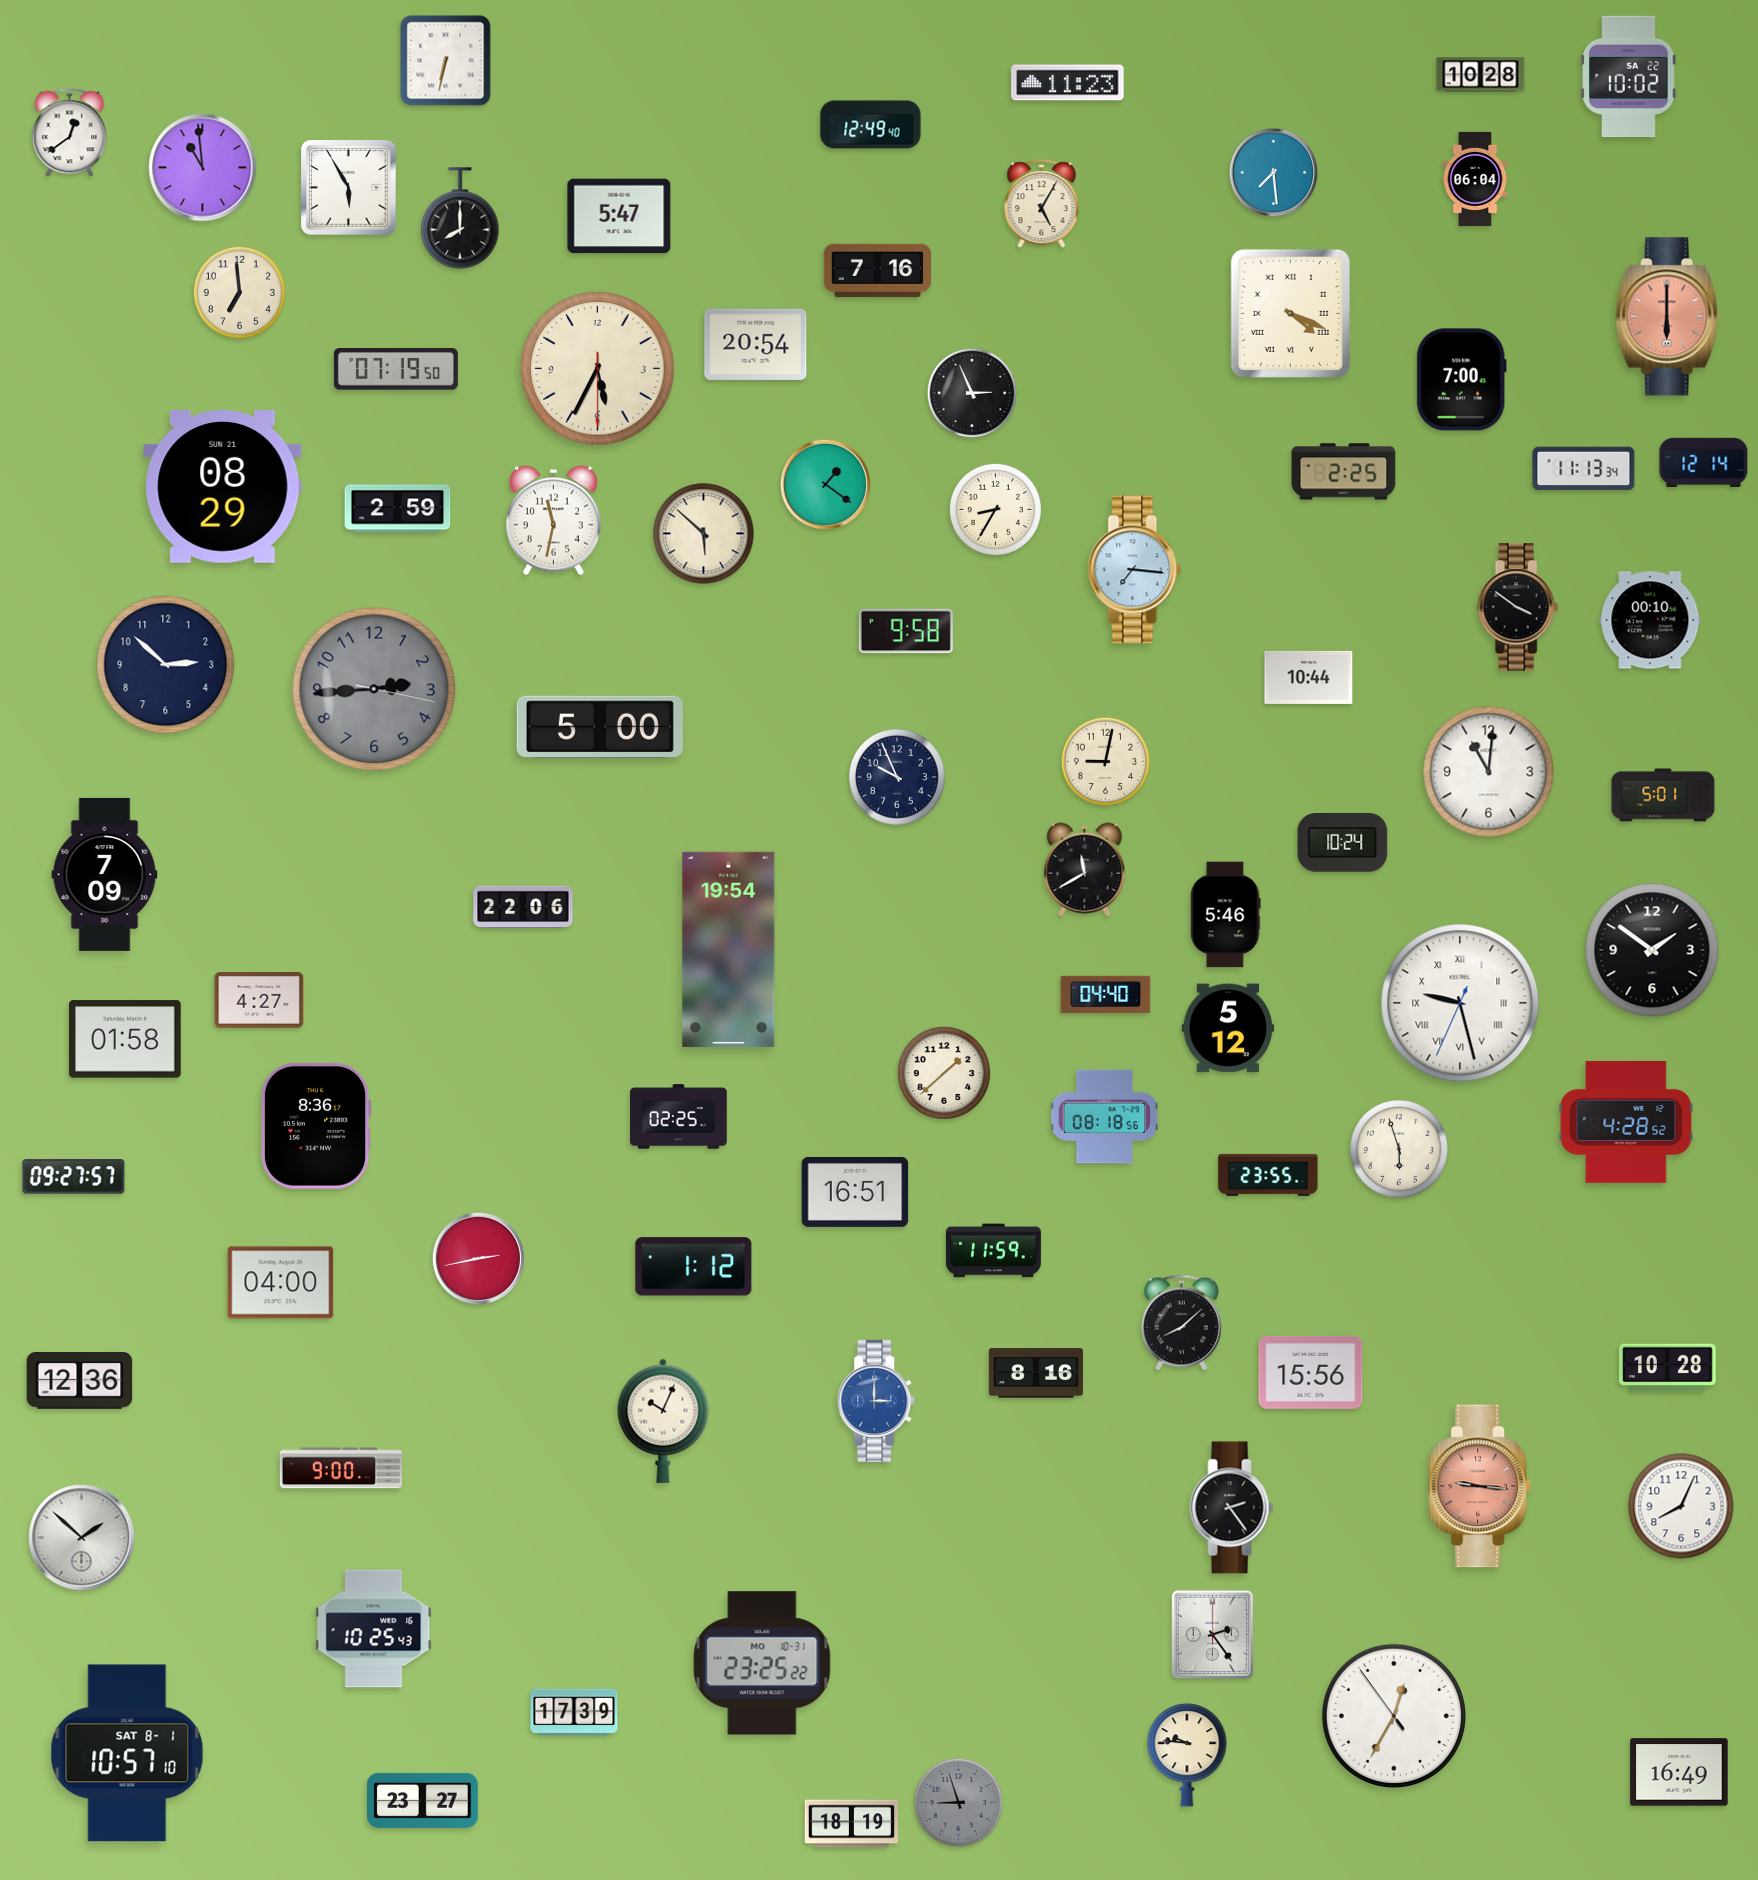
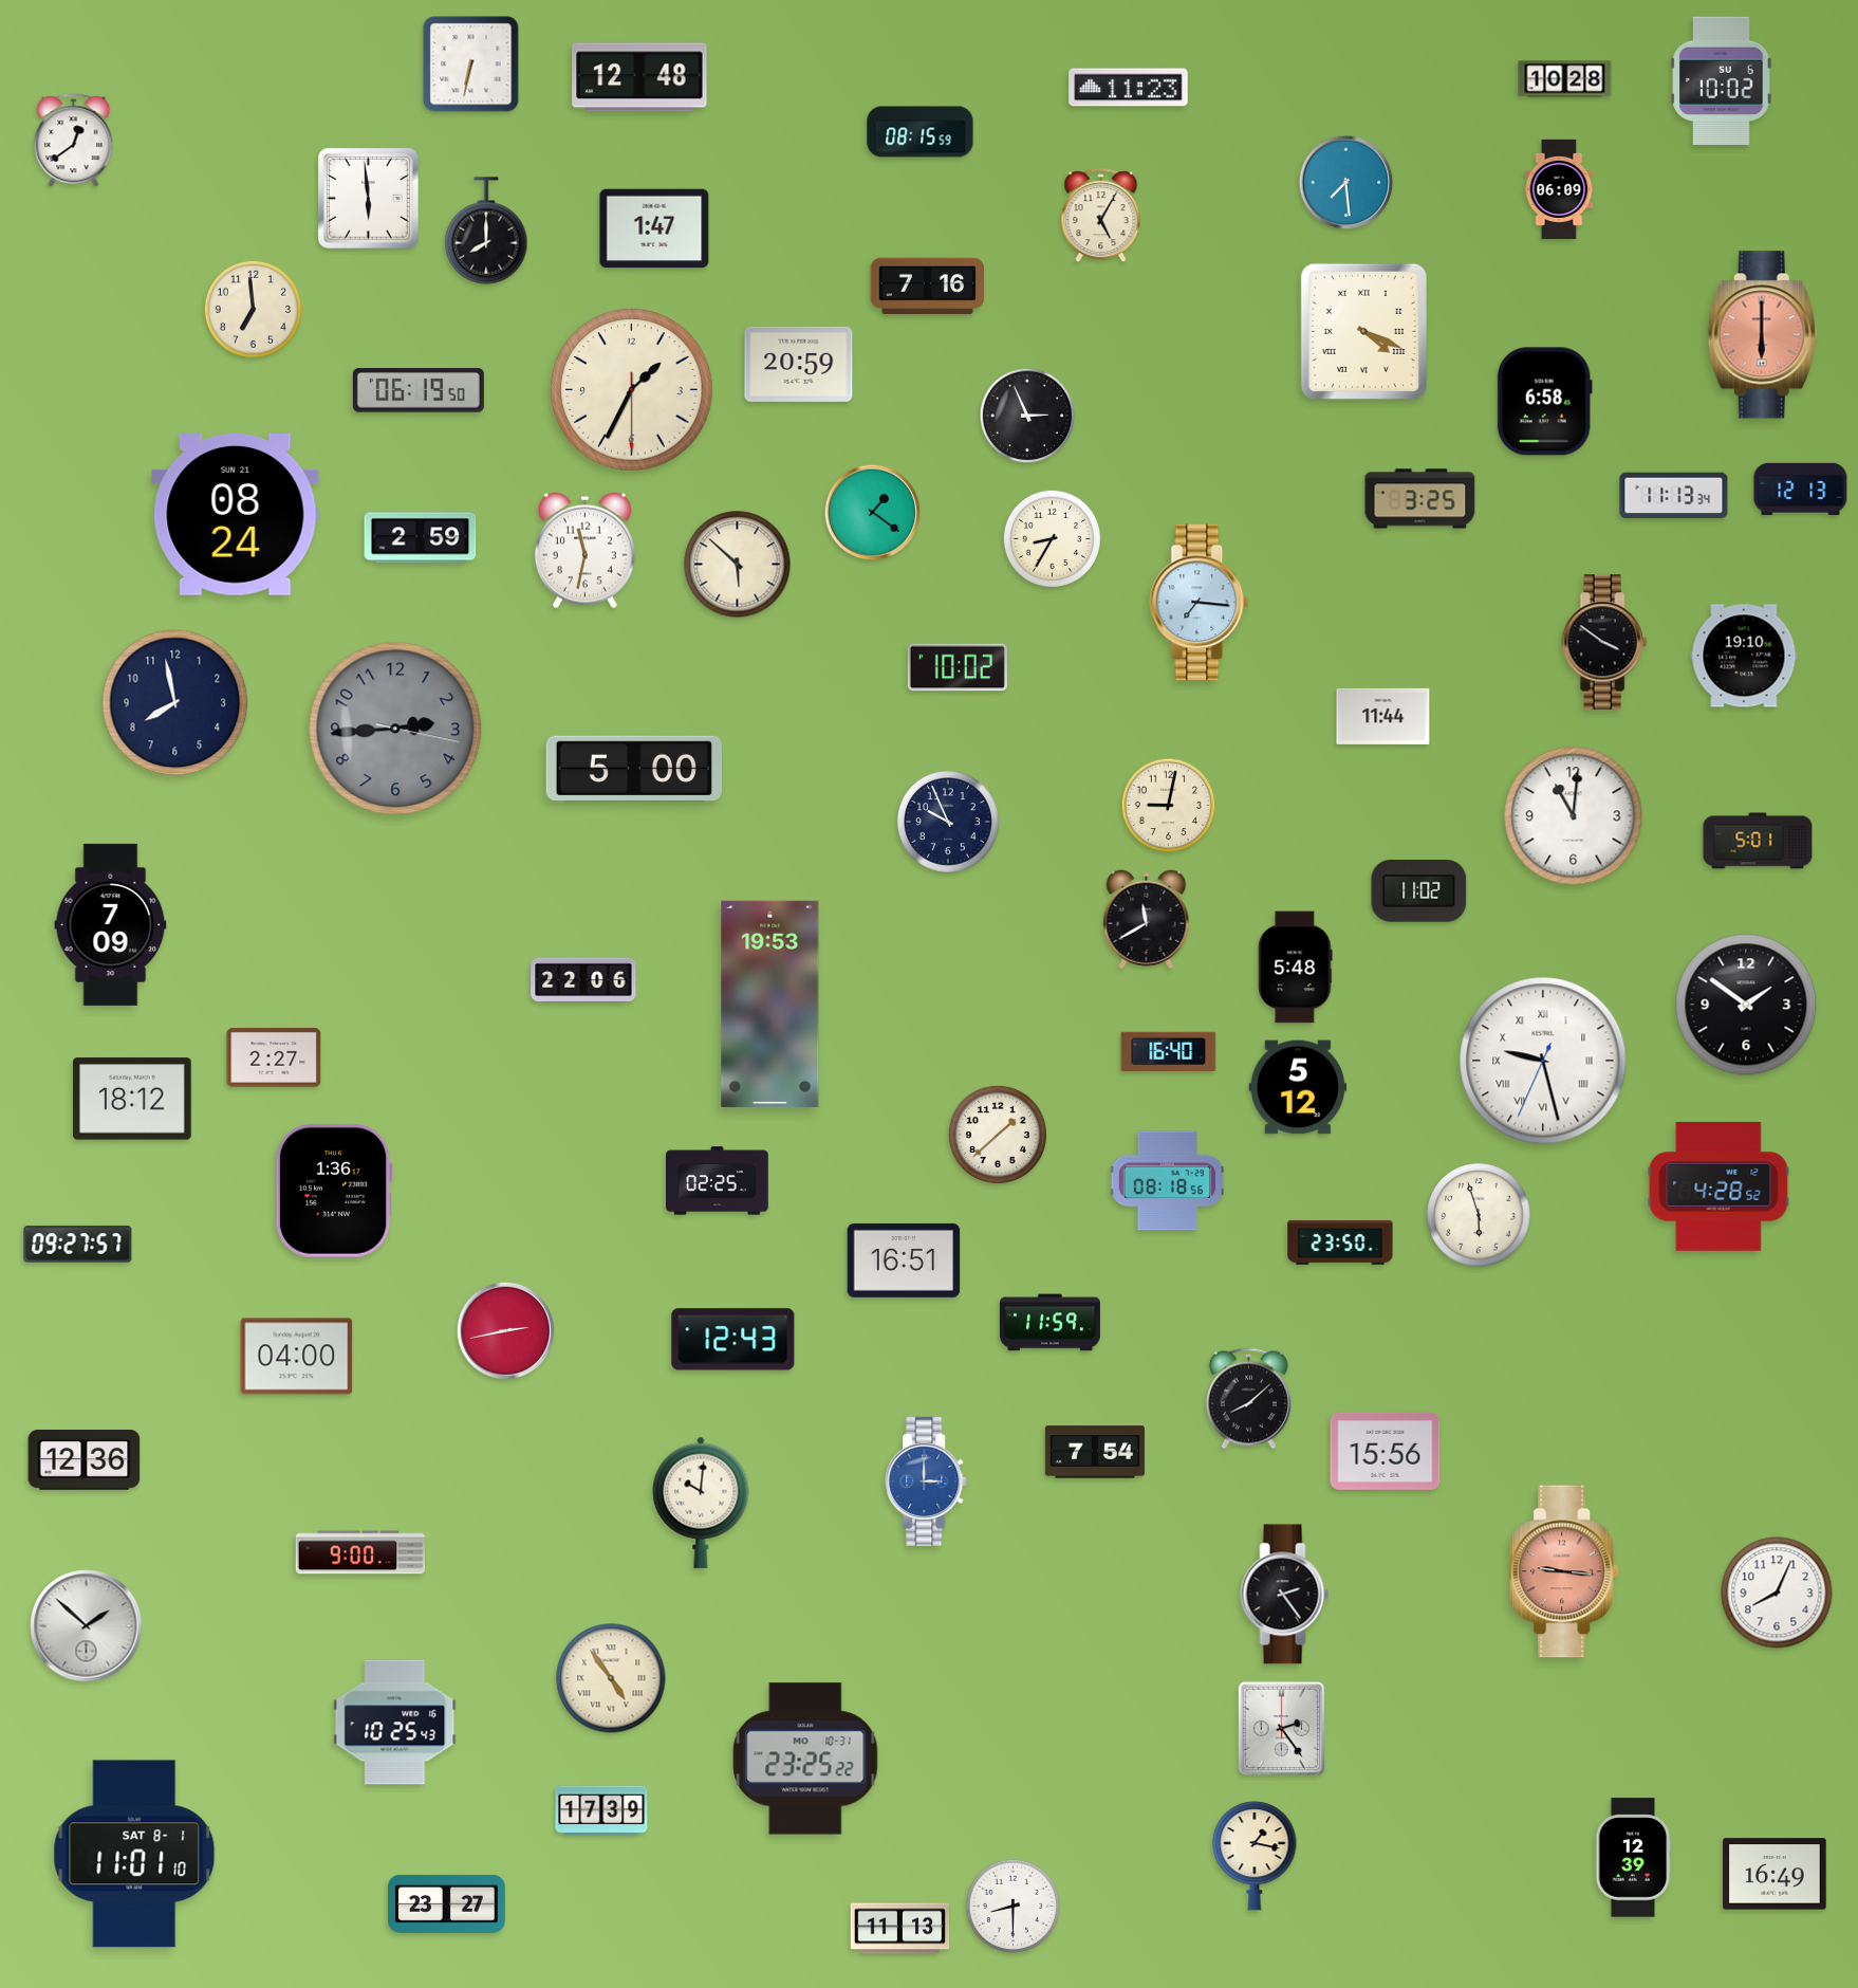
clock at (639, 77): none -> 12:48
clock at (1629, 76) date: SA 22 -> SU 6
clock at (871, 125): 12:49 -> 08:15
clock at (203, 168): 10:59 -> none
clock at (1475, 179): 06:04 -> 06:09
clock at (349, 188): 5:55 -> 5:59
clock at (619, 216): 5:47 -> 1:47
clock at (756, 344): 20:54 -> 20:59
clock at (396, 369): 07:19 -> 06:19
clock at (598, 369): 5:34 -> 1:34
clock at (1461, 380): 7:00 -> 6:58
clock at (1704, 462): 12:14 -> 12:13
clock at (1344, 472): 2:25 -> 3:25
clock at (223, 487): 08:29 -> 08:24
clock at (704, 534) position: (704, 534) -> (738, 565)
clock at (1650, 620): 00:10 -> 19:10
clock at (906, 631): 9:58 -> 10:02
clock at (166, 665): 2:52 -> 7:58
clock at (1309, 677): 10:44 -> 11:44
clock at (1343, 843): 10:24 -> 11:02
clock at (523, 907) position: (523, 907) -> (583, 980)
clock at (1226, 915): 5:46 -> 5:48
clock at (729, 949): 19:54 -> 19:53
clock at (1106, 995): 04:40 -> 16:40
clock at (259, 1000): 4:27 -> 2:27
clock at (125, 1039): 01:58 -> 18:12
clock at (316, 1126): 8:36 -> 1:36
clock at (1268, 1175): 23:55 -> 23:50
clock at (694, 1267): 1:12 -> 12:43
clock at (1668, 1368): 10:28 -> none
clock at (1036, 1373): 8:16 -> 7:54
clock at (663, 1421): 10:04 -> 10:01
clock at (1232, 1508) position: (1232, 1508) -> (1285, 1595)
clock at (611, 1678): none -> 4:54
clock at (574, 1712) position: (574, 1712) -> (601, 1810)
clock at (1394, 1716): 12:34 -> none
clock at (127, 1753): 10:57 -> 11:01
clock at (1187, 1755): 9:46 -> 1:17
clock at (1634, 1858): none -> 12:39
clock at (959, 1803): 8:57 -> 8:30
clock at (959, 1803) dial: grey -> white
clock at (851, 1824): 18:19 -> 11:13
